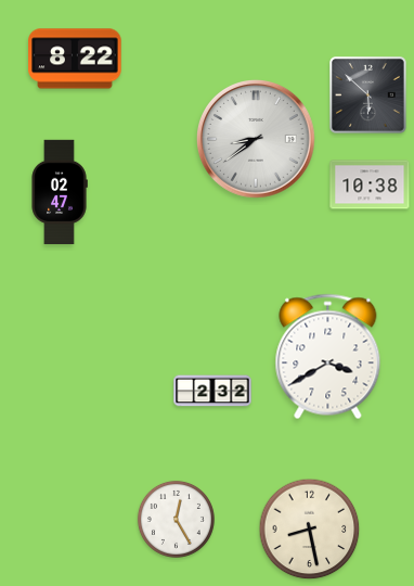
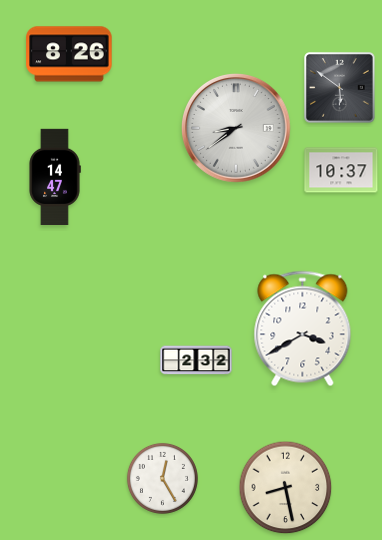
clock at (75, 59): 8:22 -> 8:26
clock at (368, 95): 5:52 -> 5:51
clock at (370, 184): 10:38 -> 10:37
clock at (60, 191): 02:47 -> 14:47
